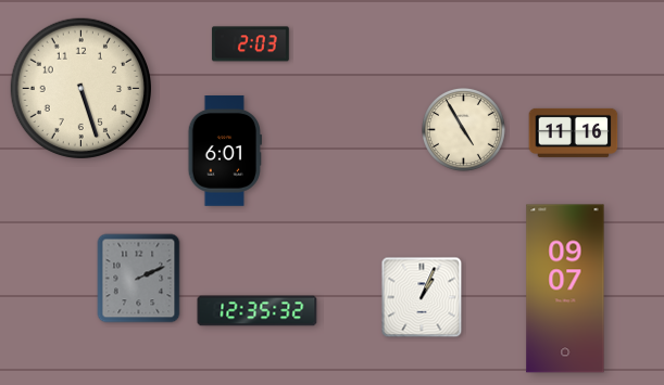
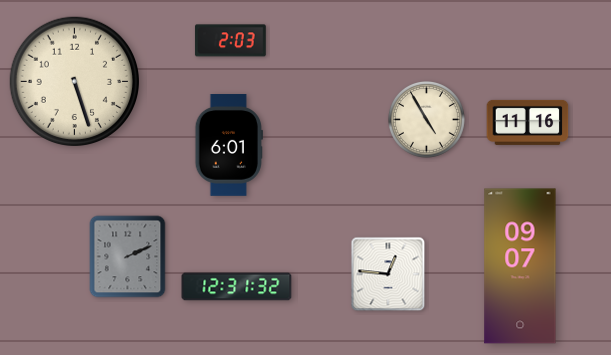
clock at (225, 152) position: (225, 152) -> (229, 146)
clock at (422, 297): 1:04 -> 12:46
clock at (258, 311): 12:35 -> 12:31
